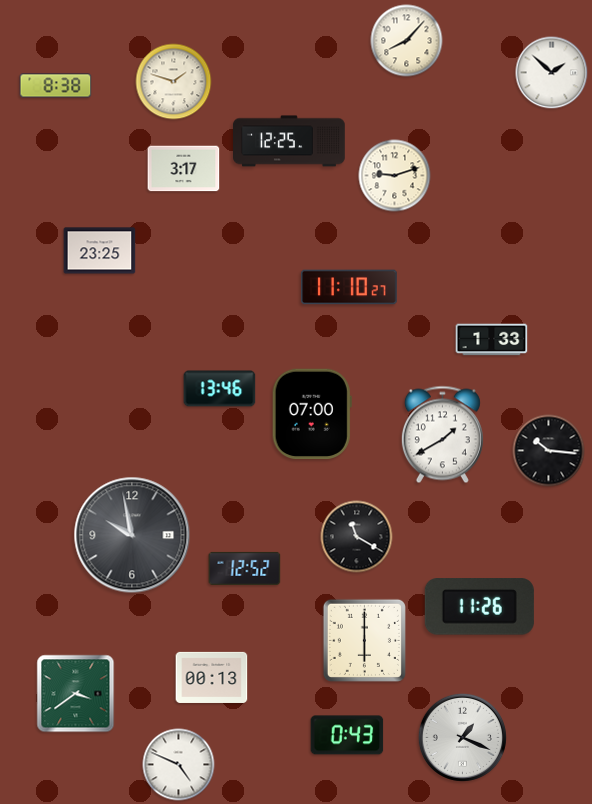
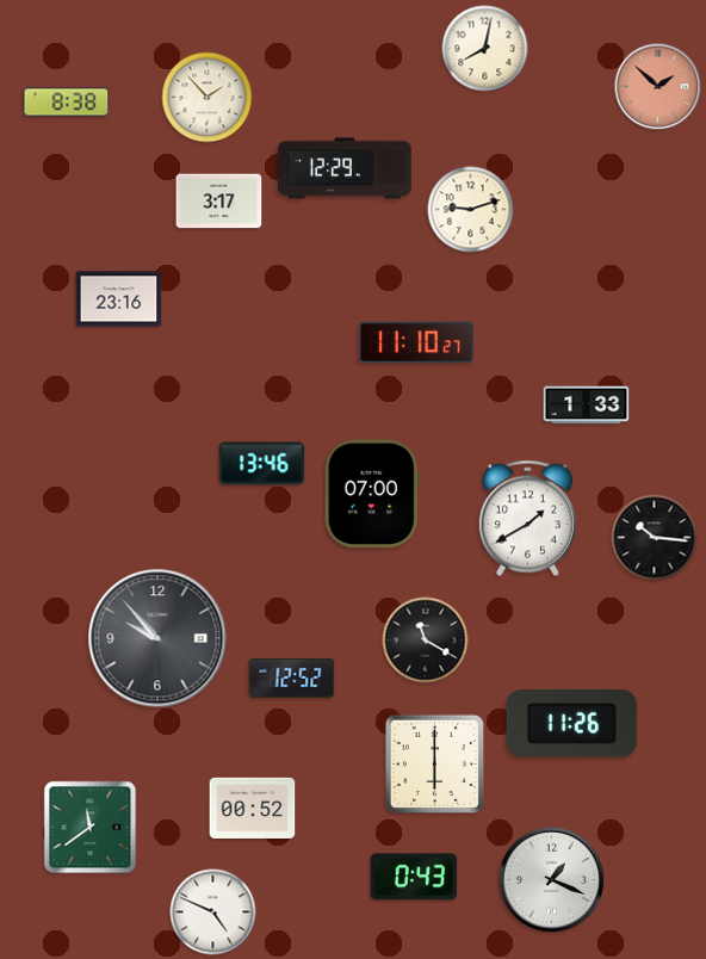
clock at (407, 41): 8:07 -> 8:02
clock at (552, 73) dial: white -> salmon
clock at (174, 82): 1:48 -> 1:53
clock at (290, 141): 12:25 -> 12:29
clock at (100, 251): 23:25 -> 23:16
clock at (132, 535): 9:58 -> 9:53
clock at (212, 677): 00:13 -> 00:52
clock at (76, 694): 3:39 -> 11:39
